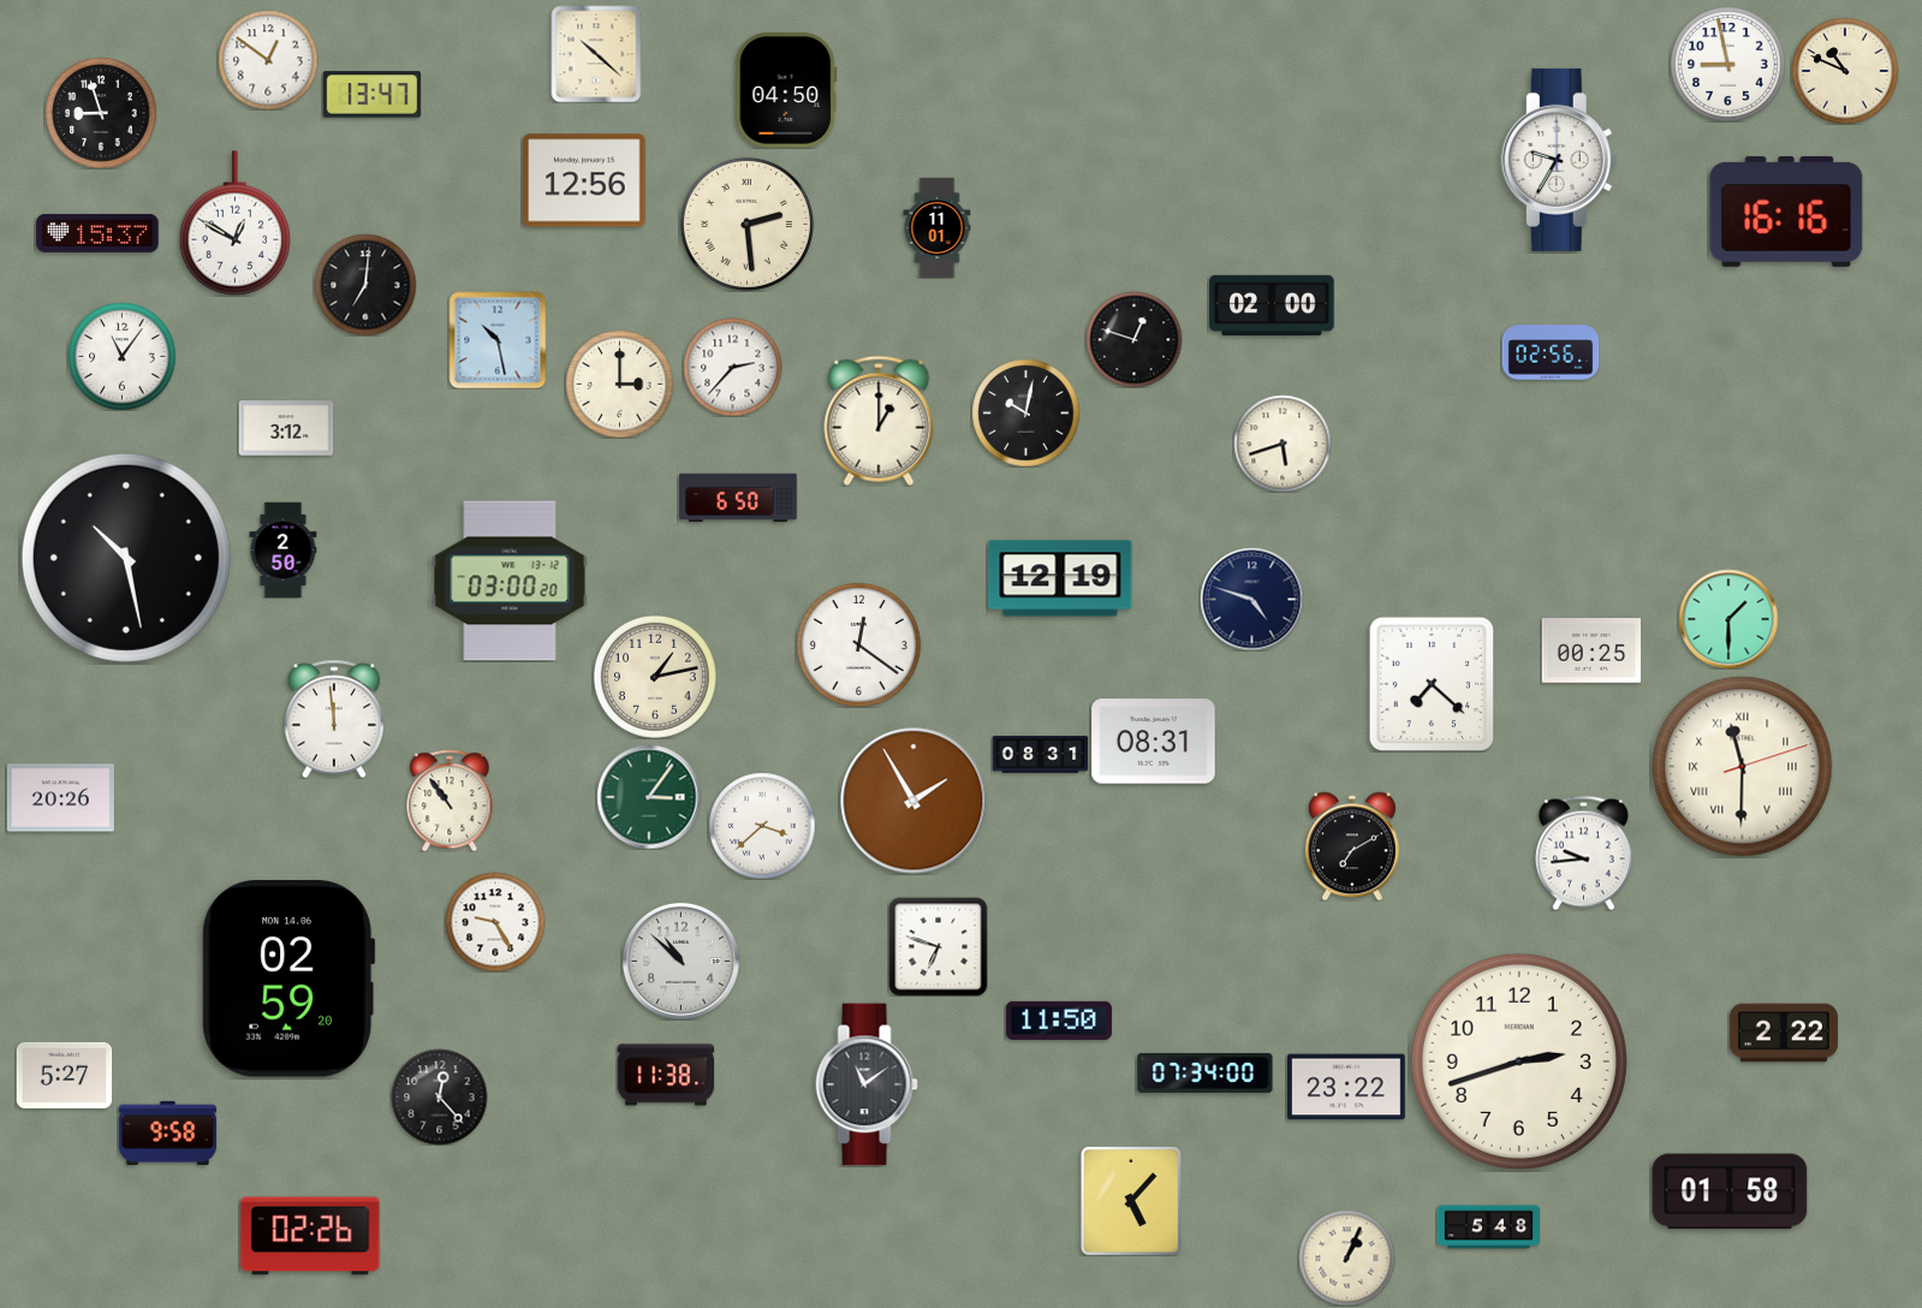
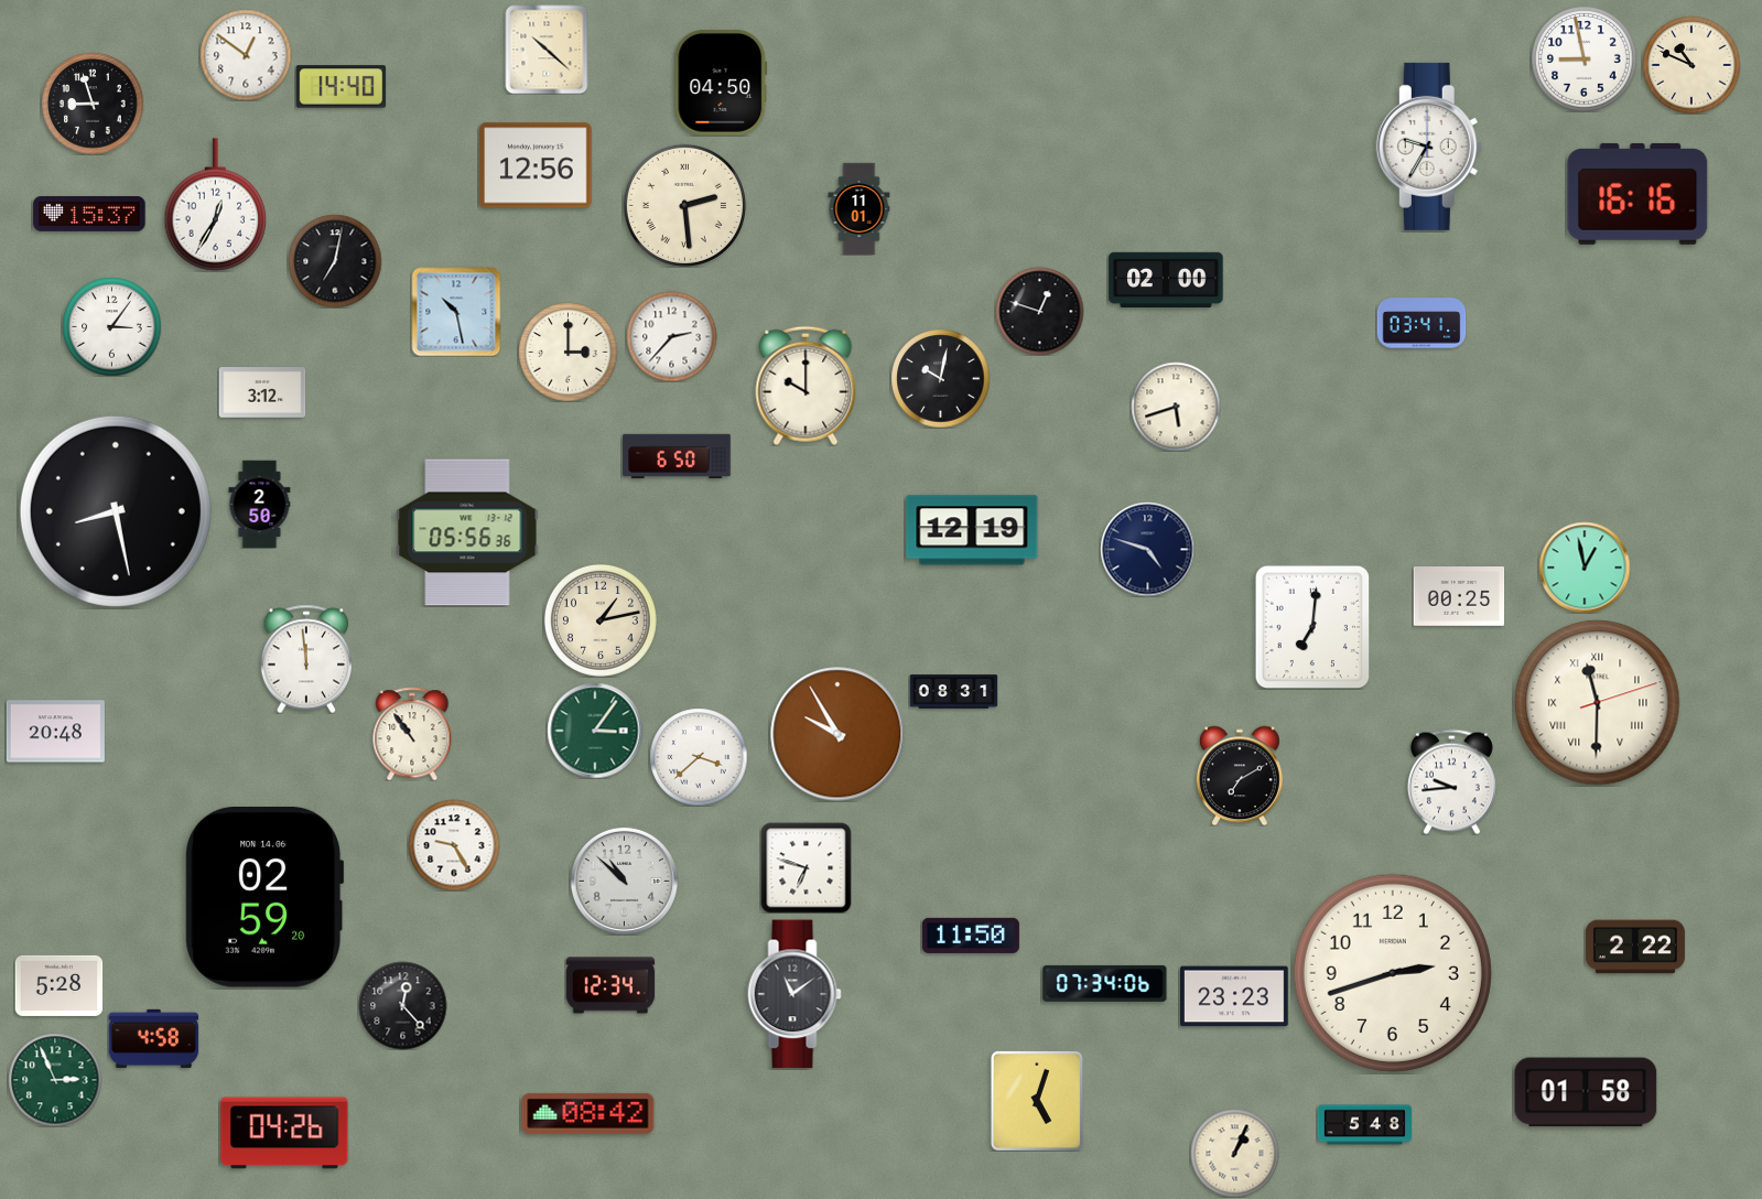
clock at (371, 95): 13:47 -> 14:40
clock at (236, 224): 12:50 -> 12:35
clock at (365, 285): 7:01 -> 7:02
clock at (1551, 352): 02:56 -> 03:41
clock at (121, 356): 11:06 -> 3:06
clock at (879, 421): 1:00 -> 10:00
clock at (126, 558): 10:28 -> 8:28
clock at (510, 581): 03:00 -> 05:56
clock at (1728, 619): 1:30 -> 12:58
clock at (858, 644): 12:21 -> none
clock at (1430, 683): 7:22 -> 7:01
clock at (1154, 742): 08:31 -> none
clock at (60, 798): 20:26 -> 20:48
clock at (914, 801): 1:55 -> 9:55
clock at (938, 946) position: (938, 946) -> (806, 867)
clock at (1206, 1072): 07:34:00 -> 07:34:06
clock at (64, 1075): 5:27 -> 5:28
clock at (666, 1075): 11:38 -> 12:34
clock at (1346, 1087): 23:22 -> 23:23
clock at (167, 1132): 9:58 -> 4:58
clock at (55, 1080): none -> 2:56
clock at (1131, 1201): 5:07 -> 5:03
clock at (588, 1113): none -> 08:42
clock at (310, 1236): 02:26 -> 04:26
